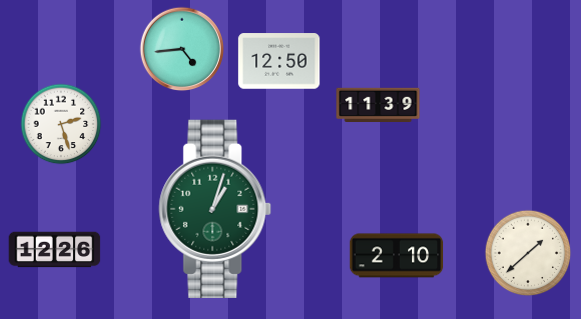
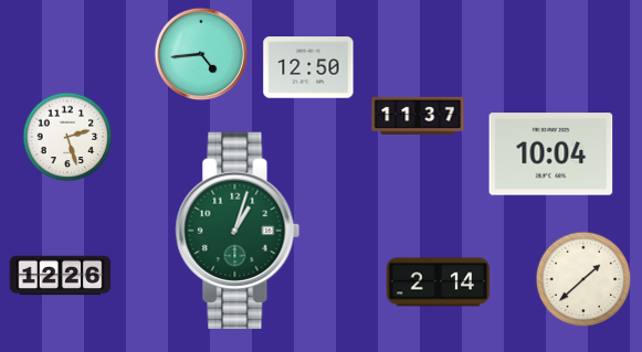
clock at (378, 104): 11:39 -> 11:37
clock at (551, 154): none -> 10:04
clock at (397, 256): 2:10 -> 2:14
